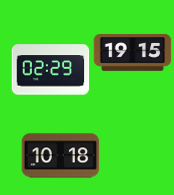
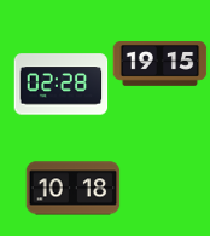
clock at (50, 70): 02:29 -> 02:28
